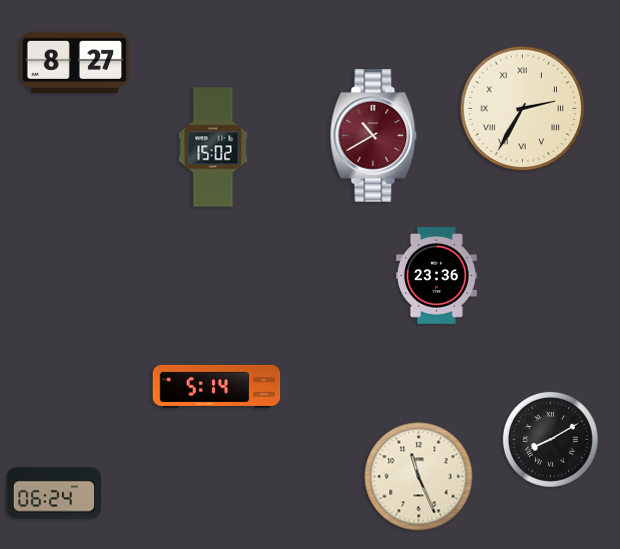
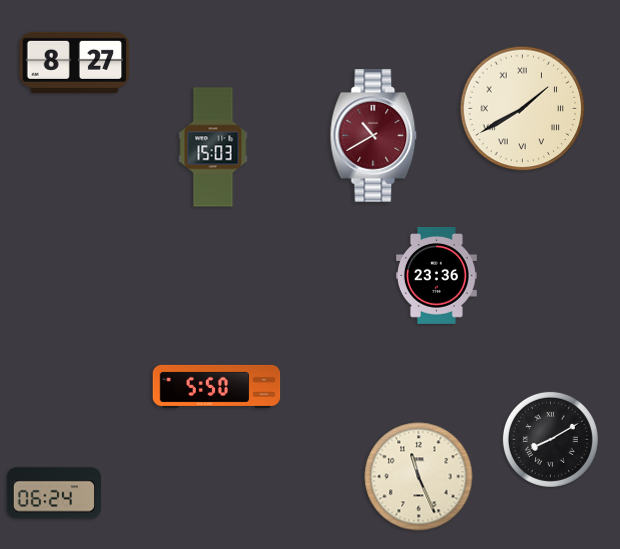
clock at (523, 109): 2:35 -> 1:40
clock at (213, 147): 15:02 -> 15:03
clock at (217, 386): 5:14 -> 5:50
